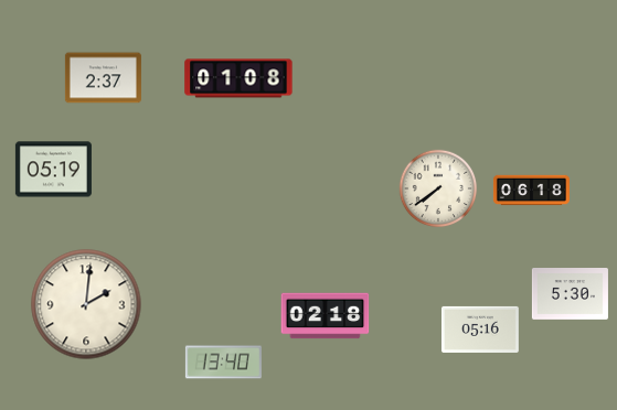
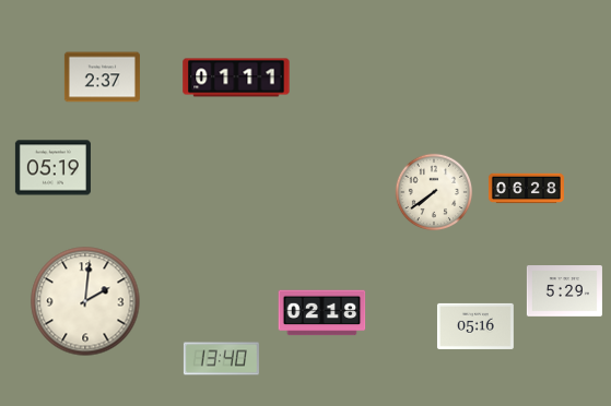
clock at (238, 78): 01:08 -> 01:11
clock at (438, 188) position: (438, 188) -> (434, 192)
clock at (531, 191): 06:18 -> 06:28
clock at (570, 294): 5:30 -> 5:29
